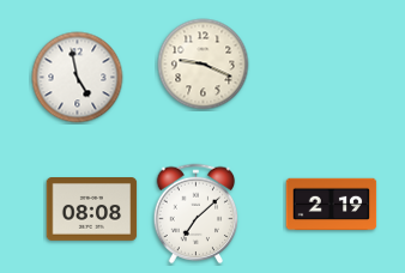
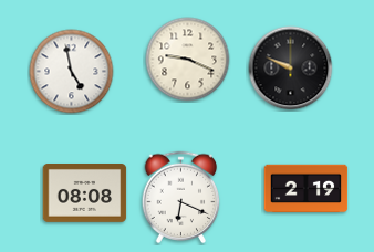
clock at (291, 69): none -> 9:49
clock at (197, 214): 7:08 -> 6:19
